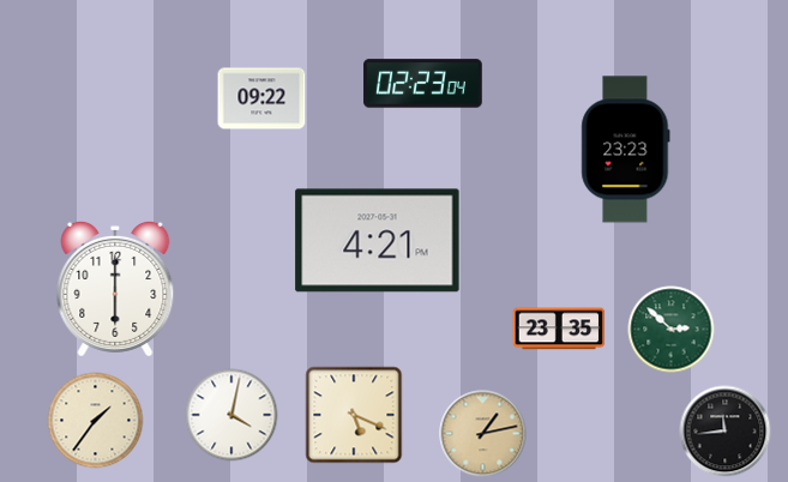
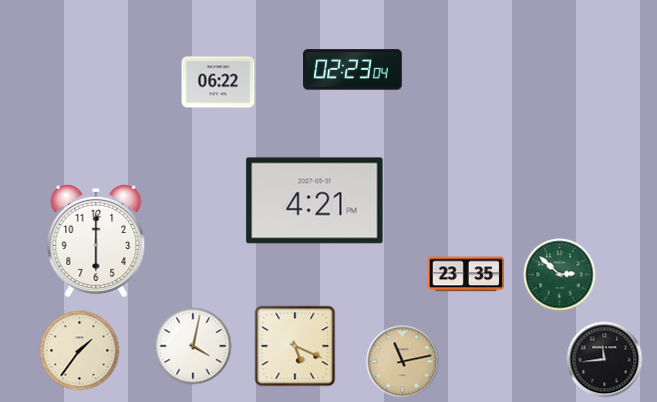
clock at (261, 98): 09:22 -> 06:22
clock at (626, 150): 23:23 -> none
clock at (483, 434): 1:13 -> 11:13
